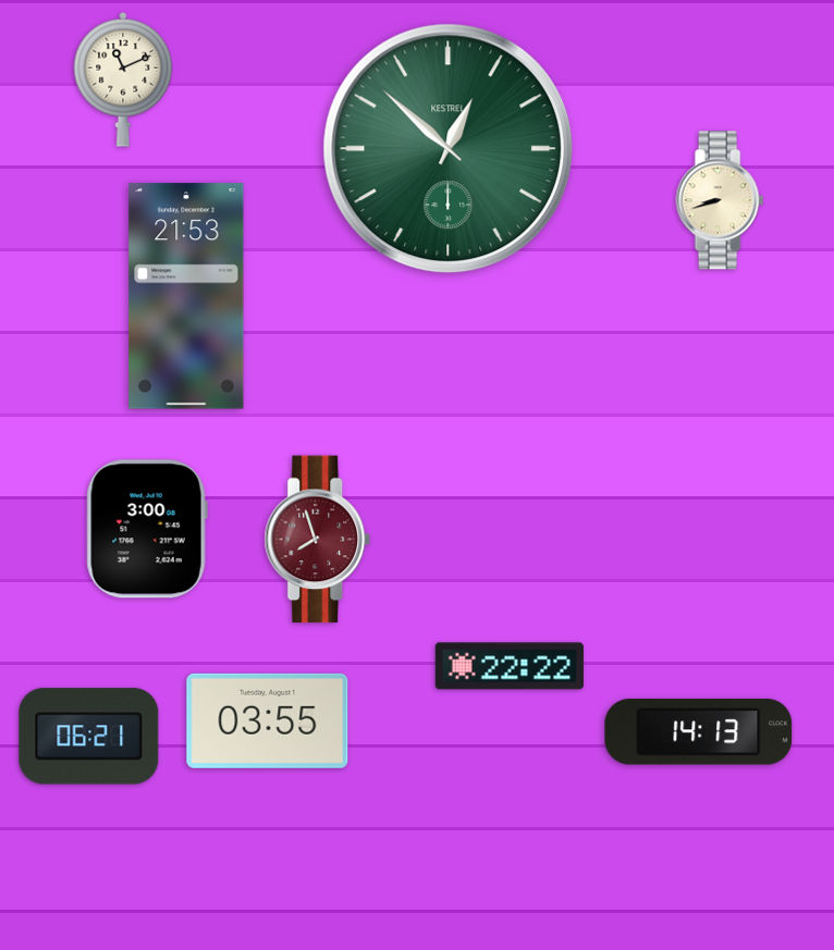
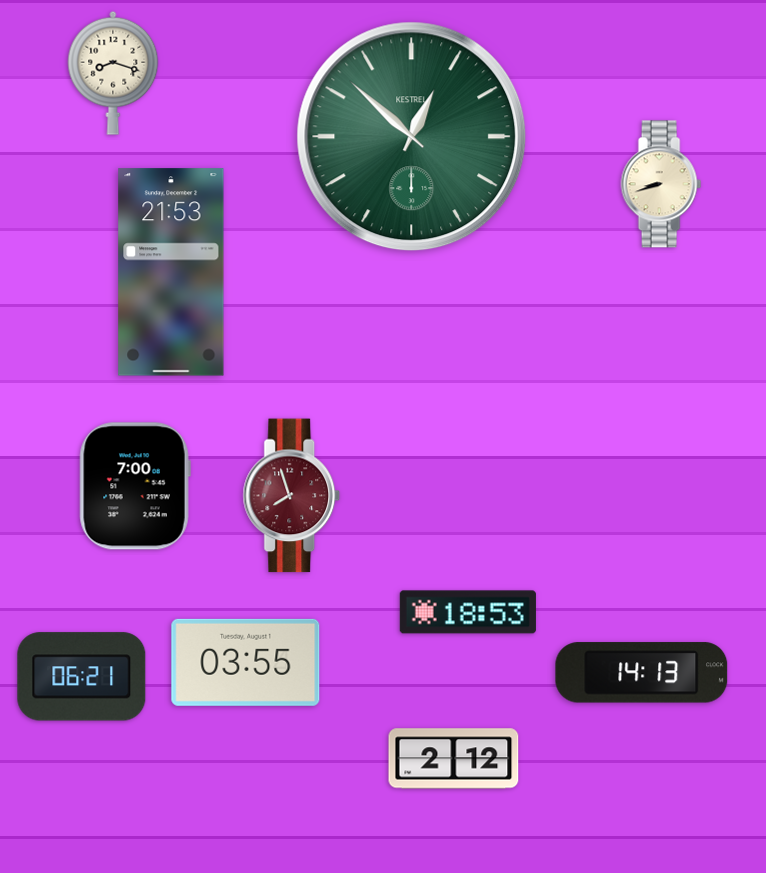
clock at (123, 79): 11:11 -> 8:18
clock at (147, 529): 3:00 -> 7:00
clock at (510, 666): 22:22 -> 18:53
clock at (454, 759): none -> 2:12
